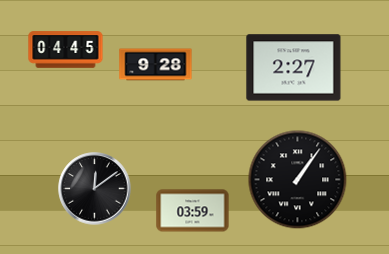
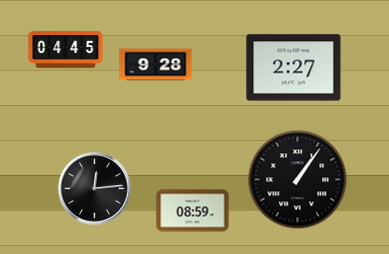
clock at (95, 189): 12:09 -> 12:14
clock at (193, 211): 03:59 -> 08:59
